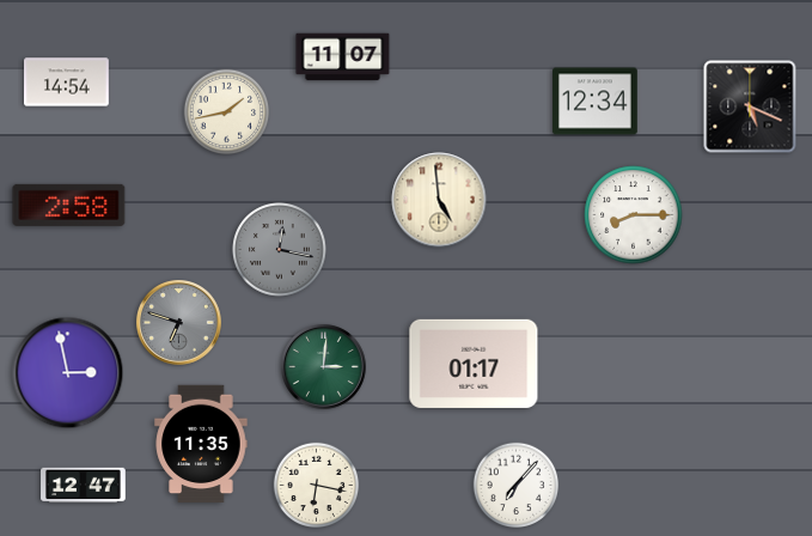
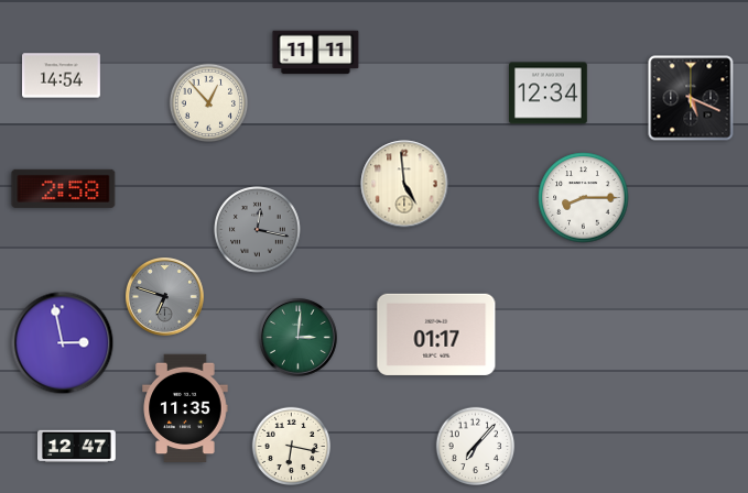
clock at (343, 57): 11:07 -> 11:11
clock at (227, 112): 1:43 -> 12:53
